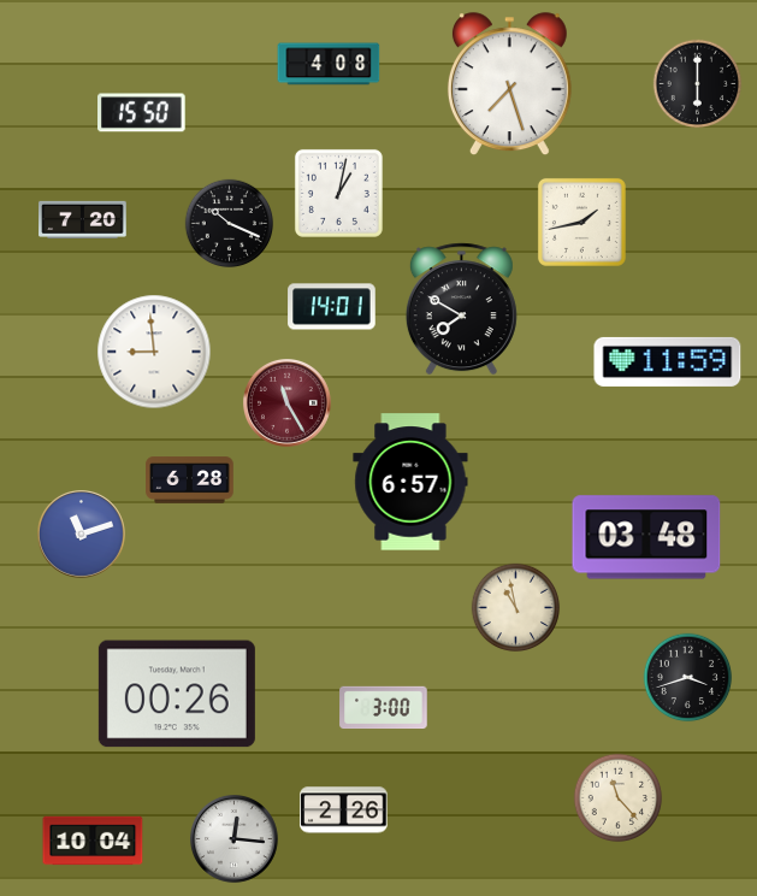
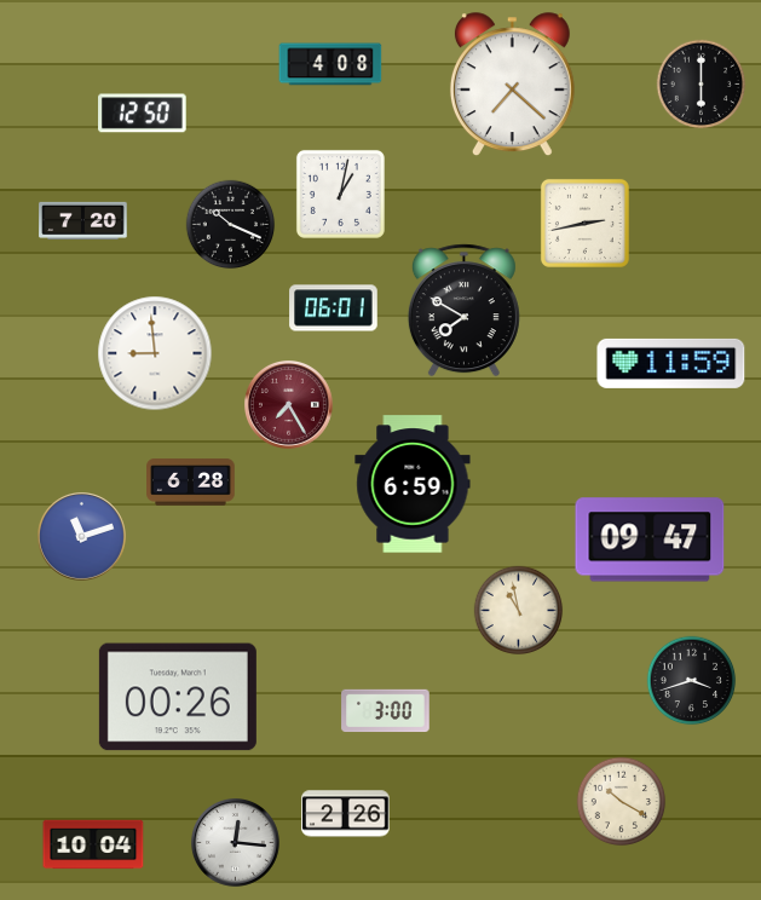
clock at (509, 84): 7:27 -> 7:22
clock at (142, 113): 15:50 -> 12:50
clock at (581, 222): 1:43 -> 2:43
clock at (332, 307): 14:01 -> 06:01
clock at (288, 403): 11:25 -> 7:25
clock at (410, 482): 6:57 -> 6:59
clock at (646, 537): 03:48 -> 09:47
clock at (619, 798): 11:23 -> 10:20
